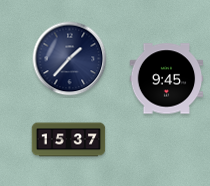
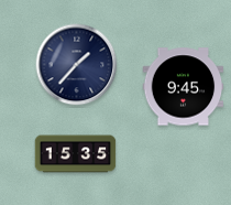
clock at (69, 140): 15:37 -> 15:35
